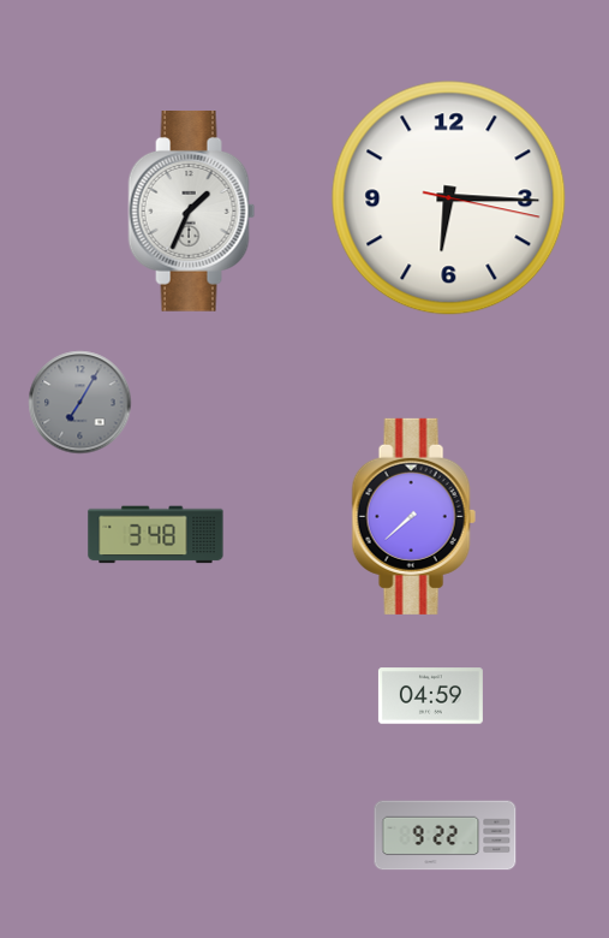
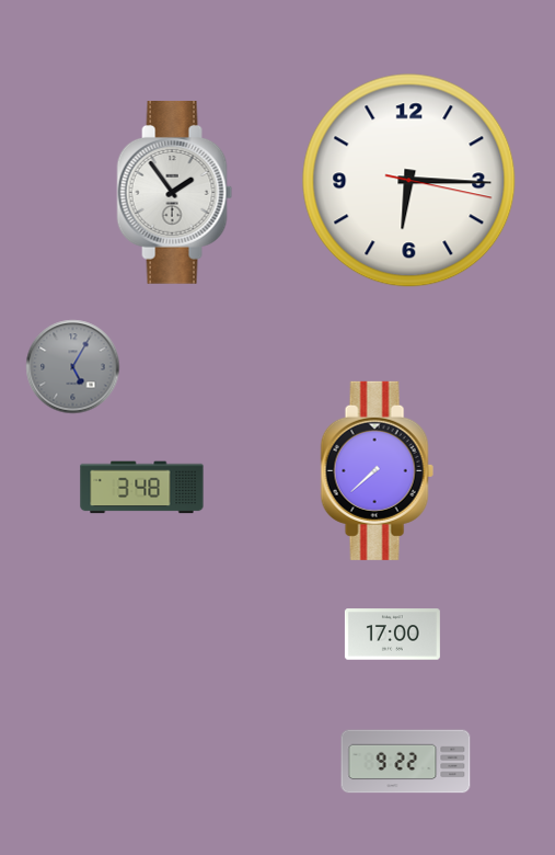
clock at (192, 212): 1:34 -> 1:54
clock at (80, 403): 7:05 -> 5:05
clock at (430, 696): 04:59 -> 17:00
